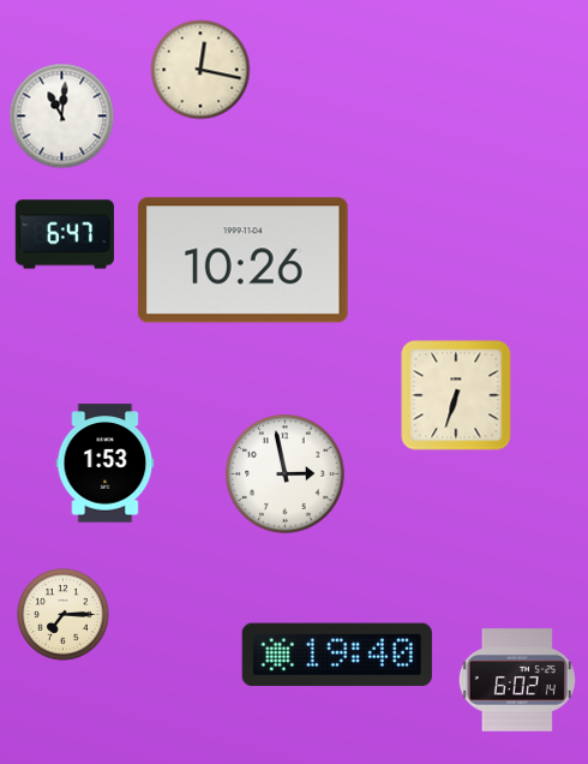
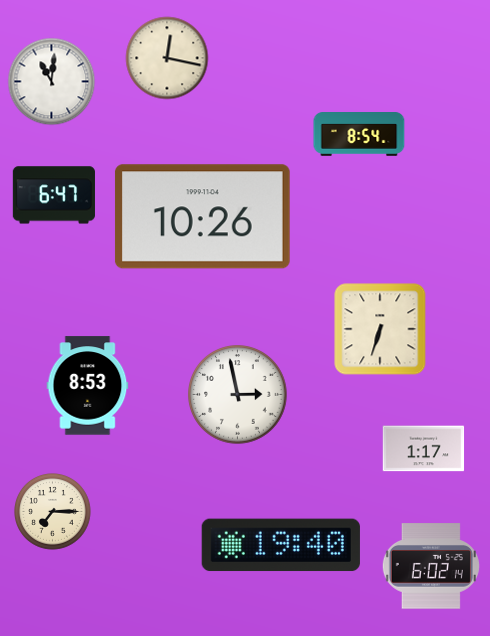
clock at (62, 117) position: (62, 117) -> (52, 82)
clock at (359, 135): none -> 8:54
clock at (106, 464): 1:53 -> 8:53
clock at (424, 449): none -> 1:17
